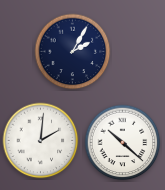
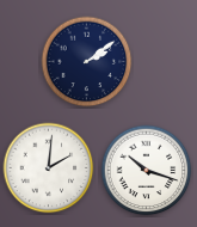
clock at (73, 52): 2:05 -> 2:09
clock at (123, 143): 10:22 -> 10:18
